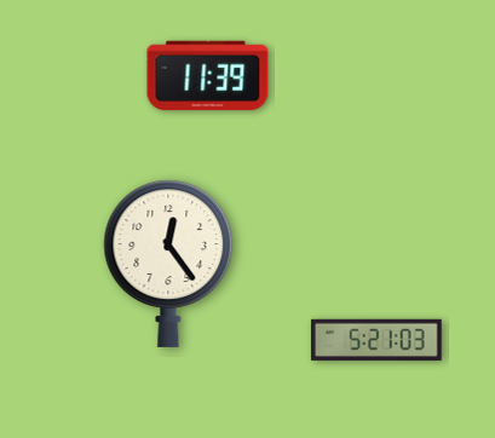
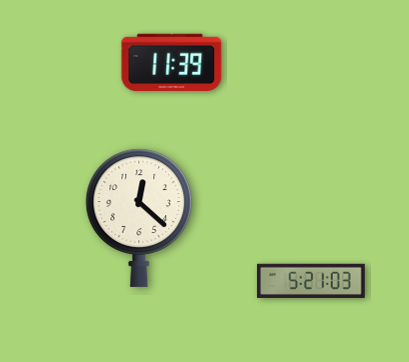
clock at (168, 264): 12:24 -> 12:22
